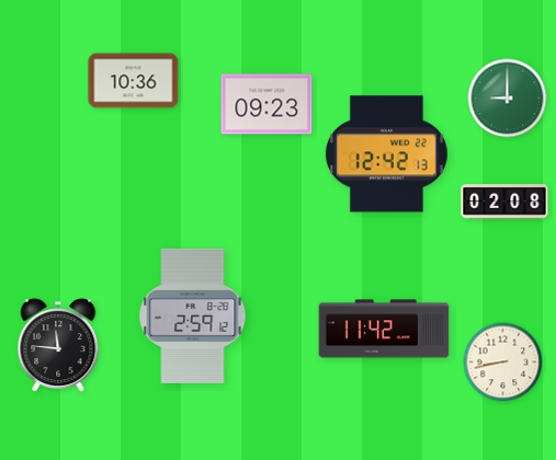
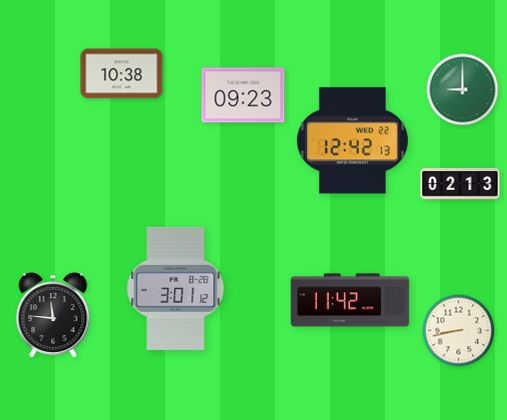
clock at (134, 81): 10:36 -> 10:38
clock at (504, 202): 02:08 -> 02:13
clock at (193, 315): 2:59 -> 3:01
